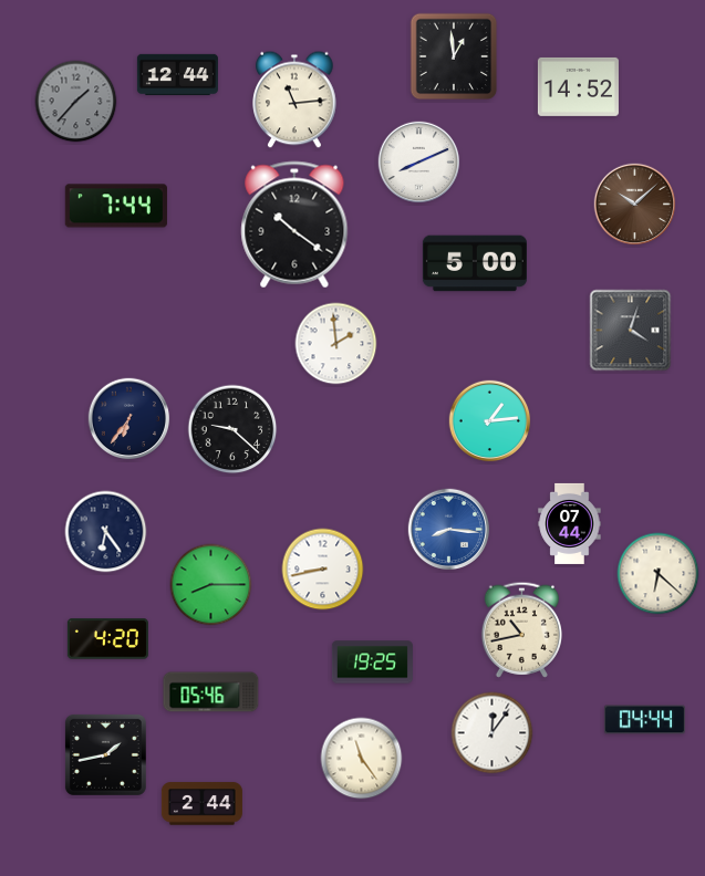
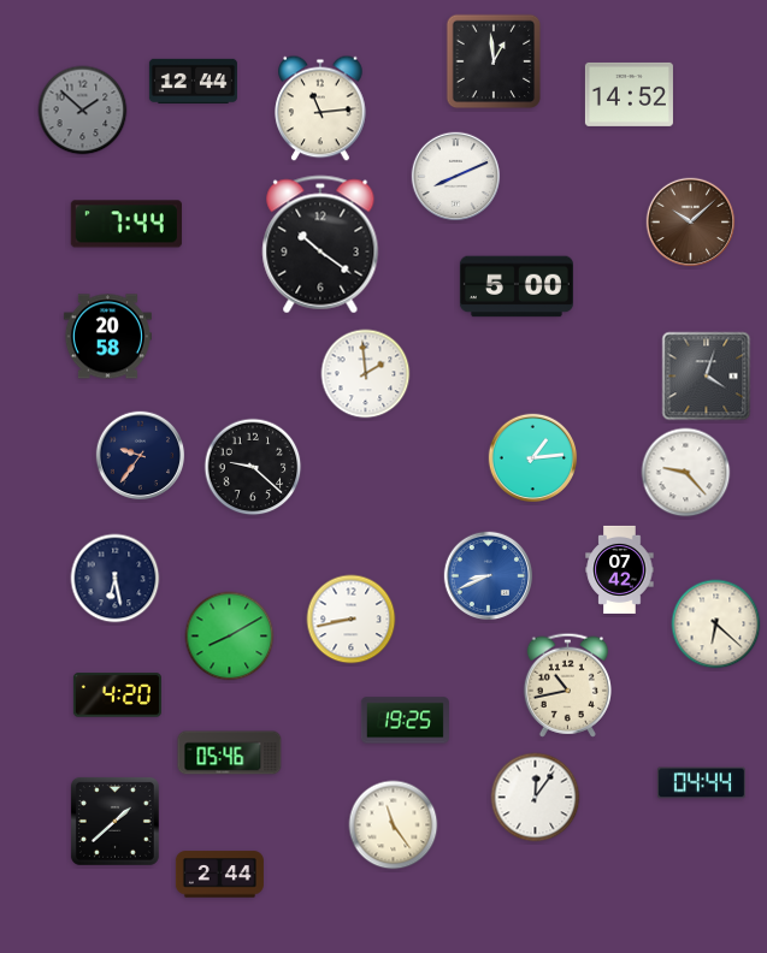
clock at (76, 102): 1:37 -> 1:52
clock at (107, 337): none -> 20:58
clock at (631, 331) position: (631, 331) -> (707, 377)
clock at (129, 419): 6:36 -> 9:36
clock at (686, 473): none -> 9:23
clock at (570, 523): 07:44 -> 07:42
clock at (449, 530): 8:16 -> 8:41
clock at (106, 532): 6:24 -> 6:28
clock at (211, 585): 8:15 -> 8:10
clock at (105, 754): 1:43 -> 1:38
